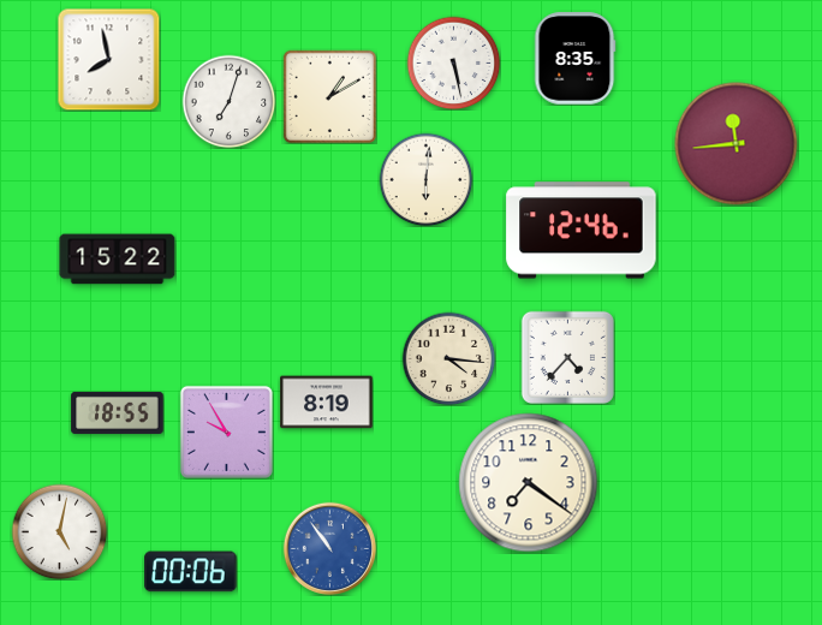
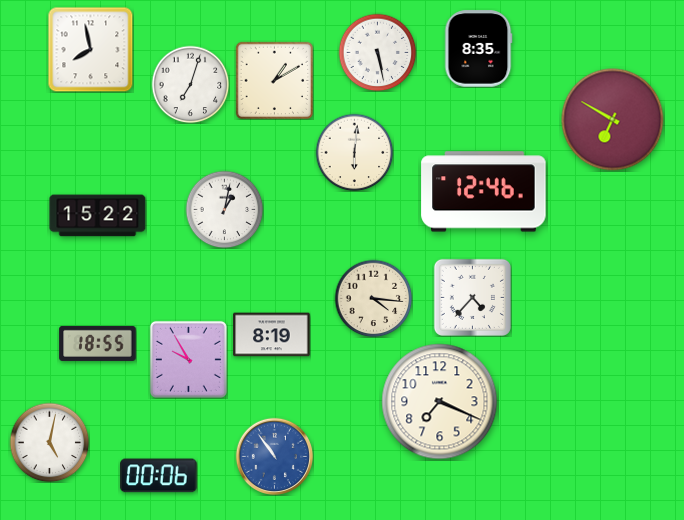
clock at (737, 144): 11:44 -> 6:50
clock at (425, 179) position: (425, 179) -> (354, 152)
clock at (224, 209): none -> 1:02
clock at (529, 483): 7:21 -> 7:19
